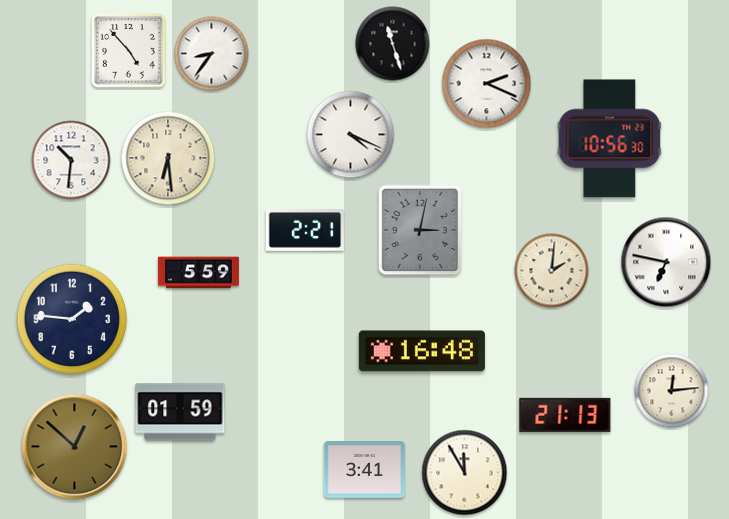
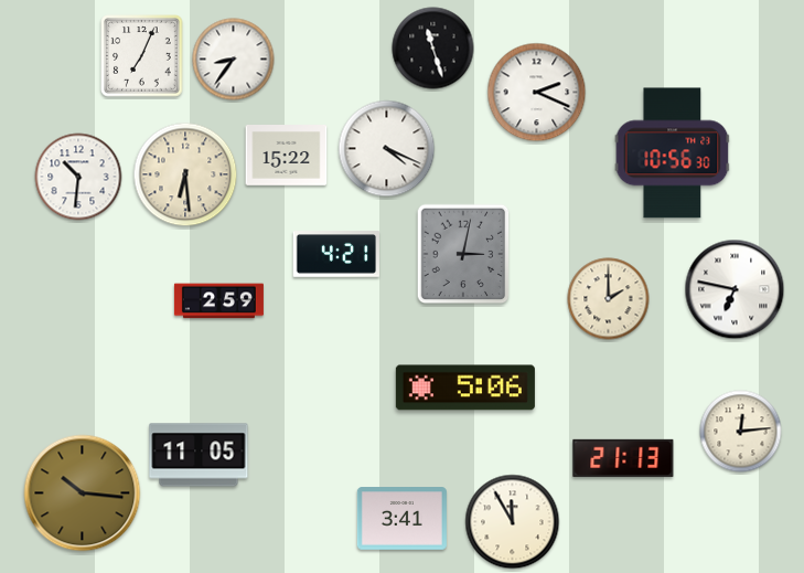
clock at (129, 51): 4:53 -> 7:04
clock at (287, 156): none -> 15:22
clock at (305, 230): 2:21 -> 4:21
clock at (552, 271): 2:01 -> 2:00
clock at (198, 273): 5:59 -> 2:59
clock at (72, 319): 1:46 -> none
clock at (422, 351): 16:48 -> 5:06
clock at (180, 412): 01:59 -> 11:05
clock at (75, 447): 12:52 -> 10:16
